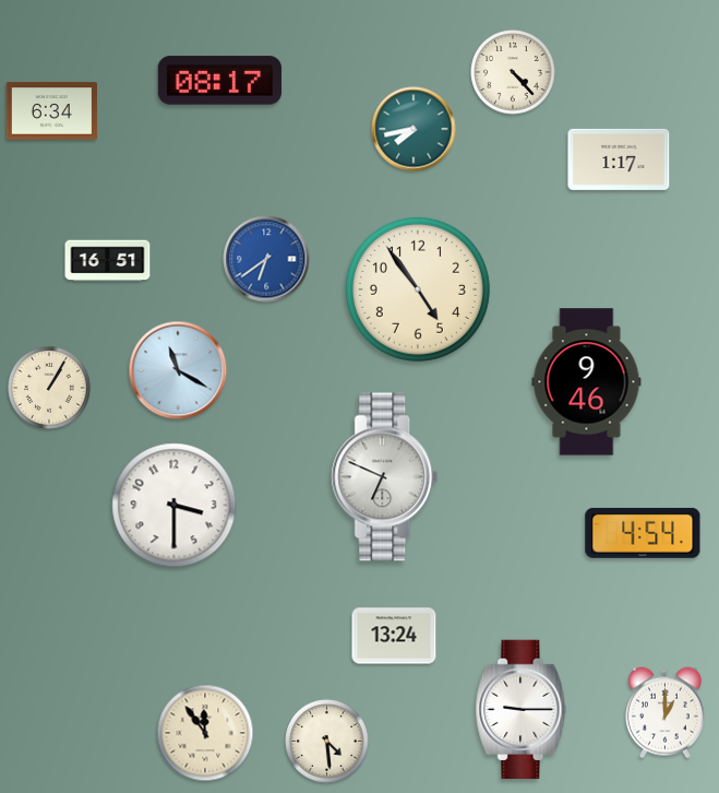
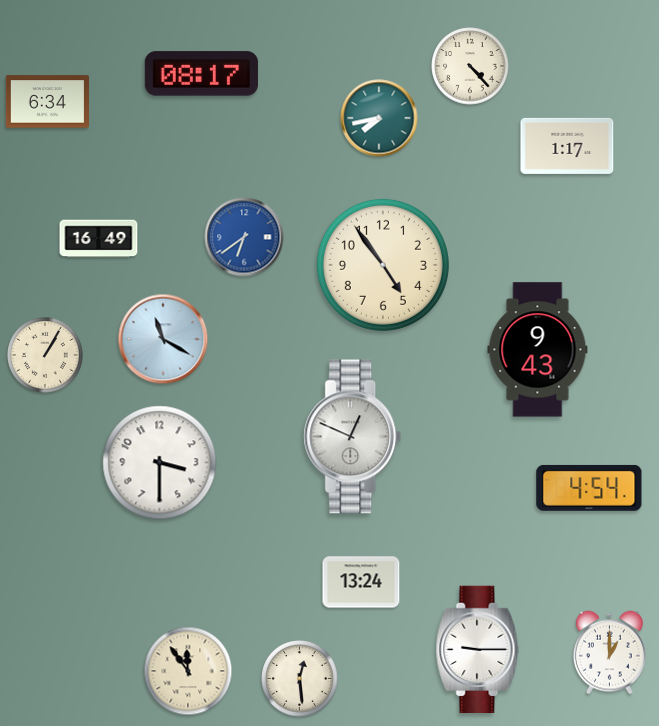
clock at (108, 261): 16:51 -> 16:49
clock at (587, 382): 9:46 -> 9:43
clock at (385, 477): 6:49 -> 12:49
clock at (327, 742): 4:29 -> 12:29
